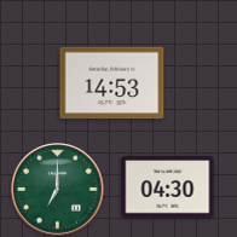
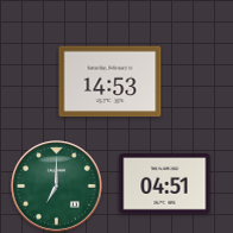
clock at (168, 187): 04:30 -> 04:51
